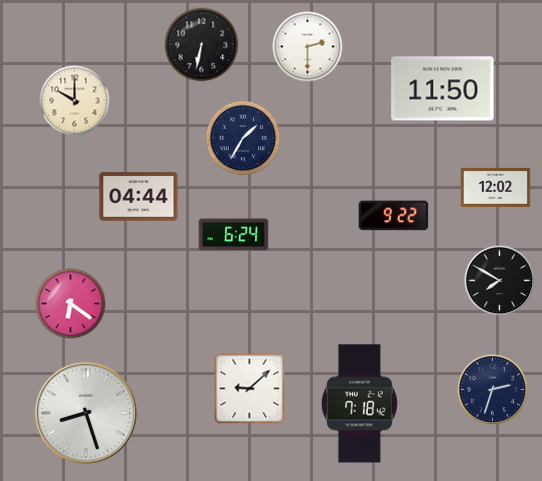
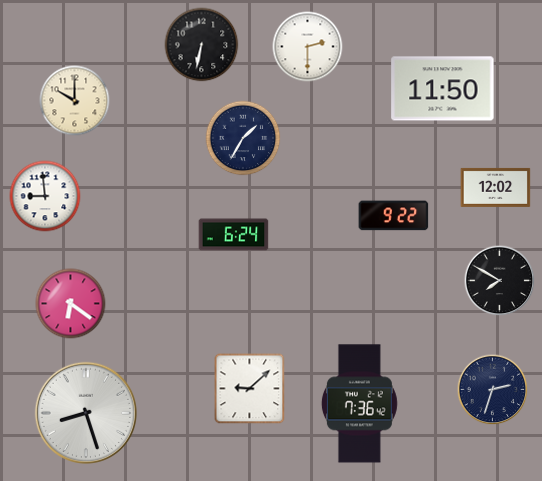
clock at (45, 196): none -> 8:59
clock at (139, 197): 04:44 -> none
clock at (359, 404): 7:18 -> 7:36
